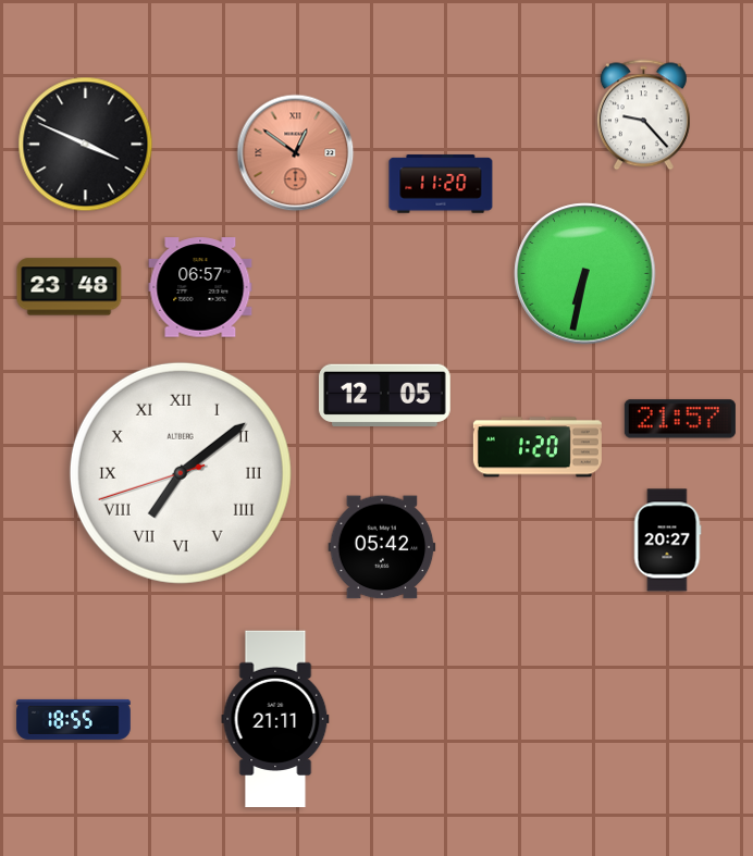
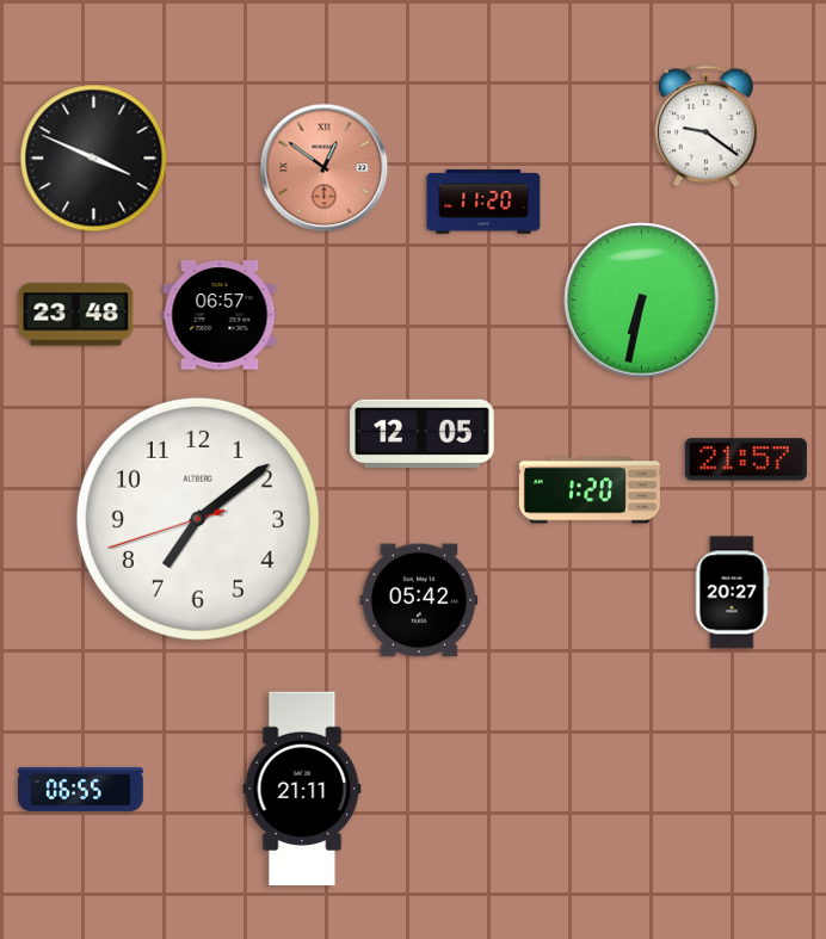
clock at (643, 115): 9:23 -> 9:21
clock at (181, 473) numerals: Roman -> Arabic
clock at (74, 719): 18:55 -> 06:55
